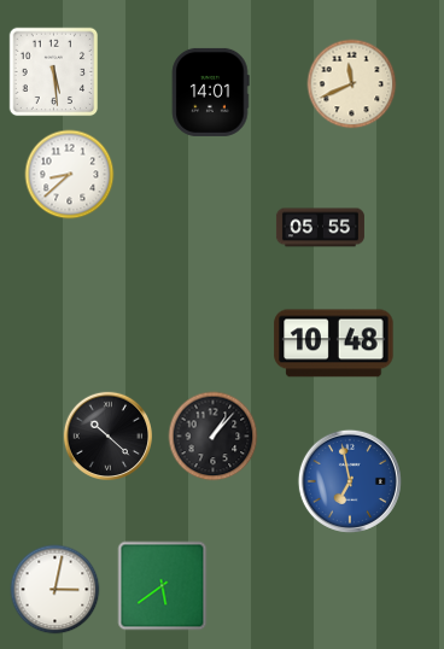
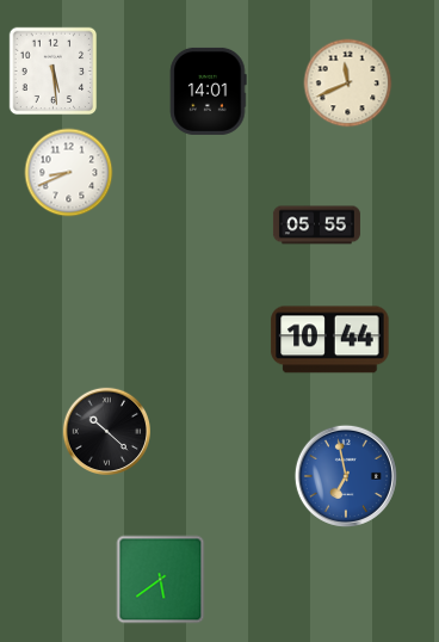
clock at (70, 175): 8:38 -> 8:41
clock at (334, 344): 10:48 -> 10:44
clock at (214, 437): 1:07 -> none
clock at (55, 590): 3:02 -> none
